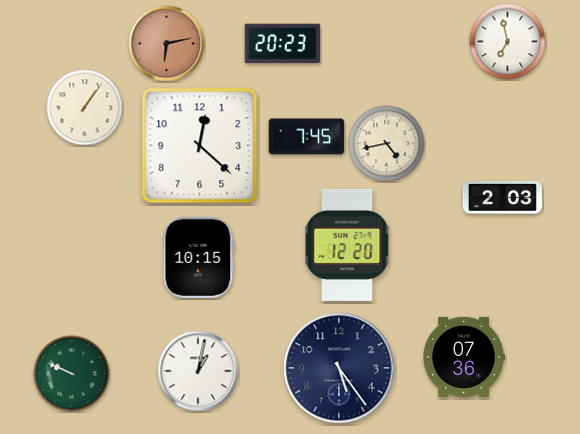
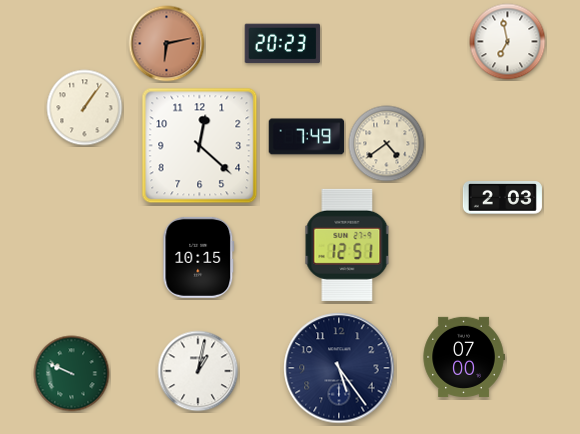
clock at (307, 137): 7:45 -> 7:49
clock at (387, 144): 4:43 -> 4:39
clock at (347, 245): 12:20 -> 12:51
clock at (464, 357): 07:36 -> 07:00
